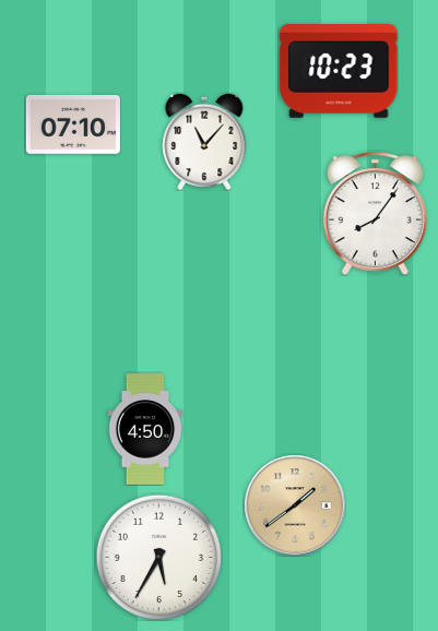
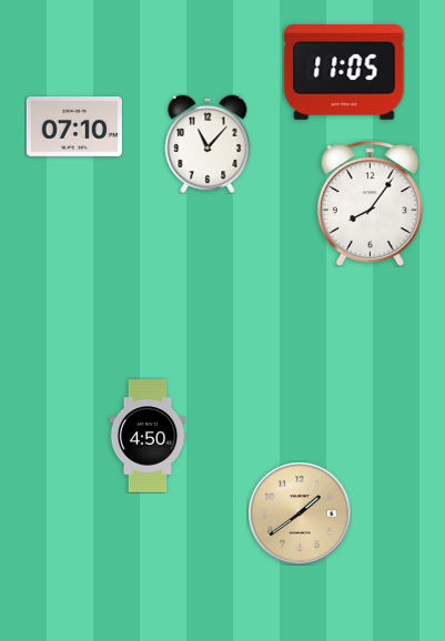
clock at (339, 72): 10:23 -> 11:05
clock at (375, 214) position: (375, 214) -> (370, 204)
clock at (158, 557): 5:35 -> none
